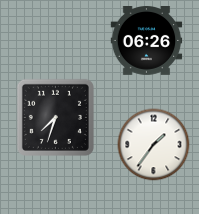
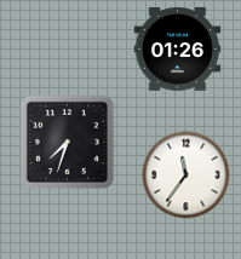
clock at (147, 41): 06:26 -> 01:26
clock at (154, 145): 1:36 -> 11:36
